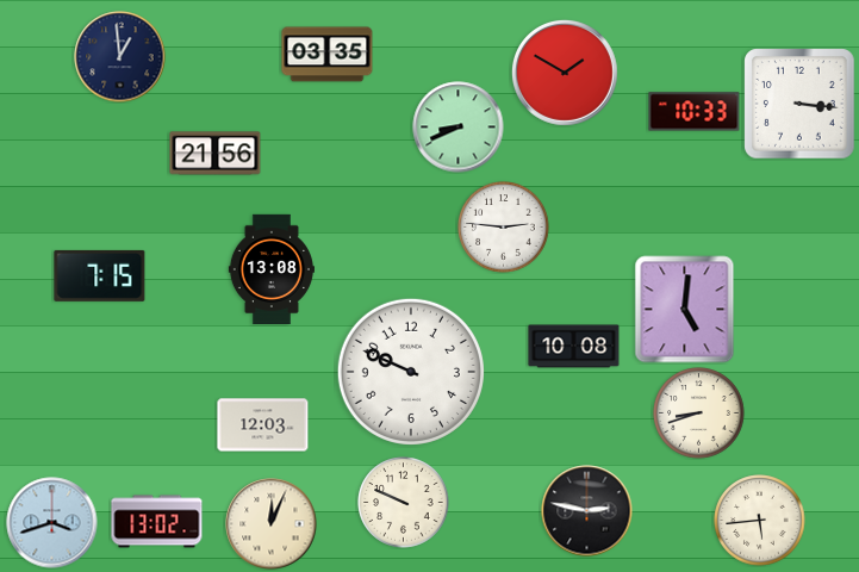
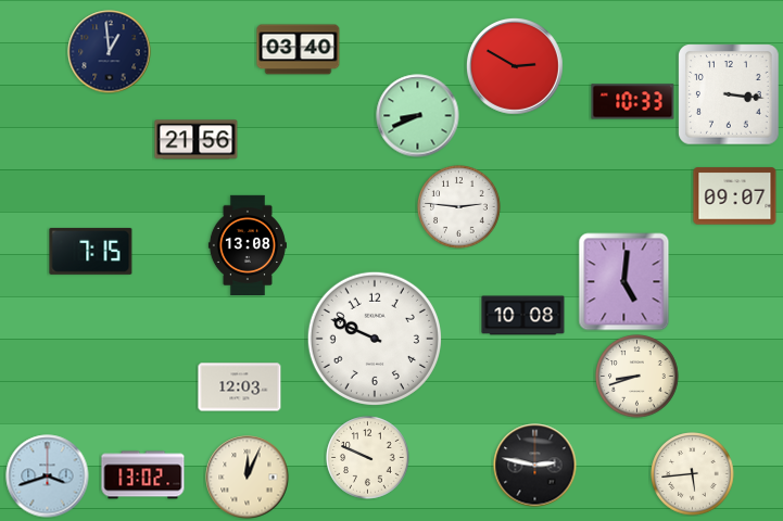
clock at (328, 55): 03:35 -> 03:40
clock at (565, 73): 1:50 -> 2:50
clock at (735, 196): none -> 09:07
